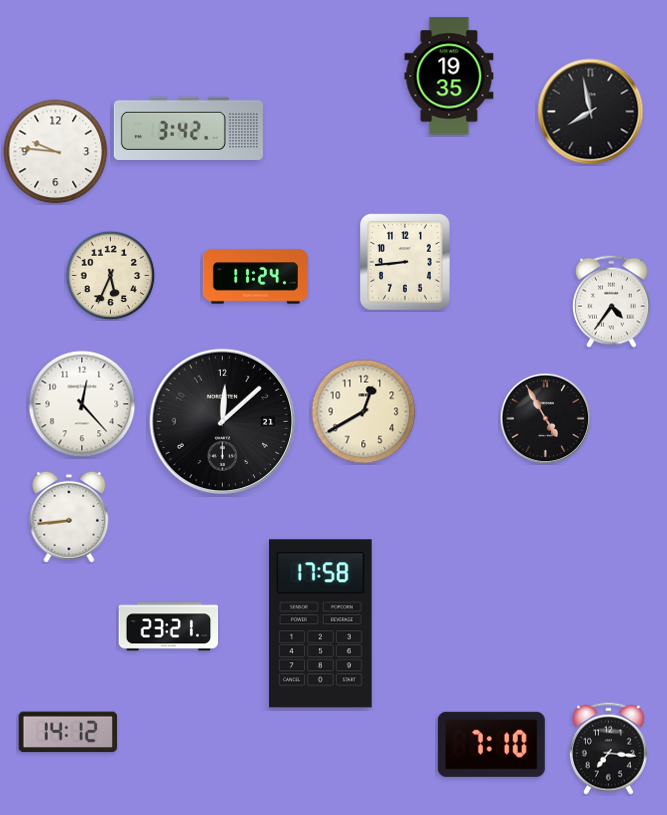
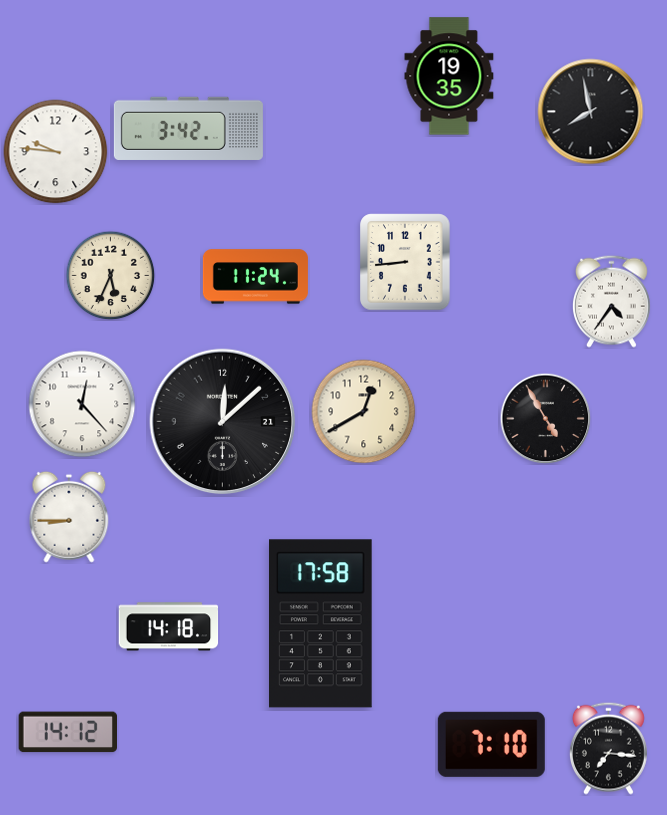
clock at (69, 517): 8:44 -> 8:45
clock at (169, 627): 23:21 -> 14:18
